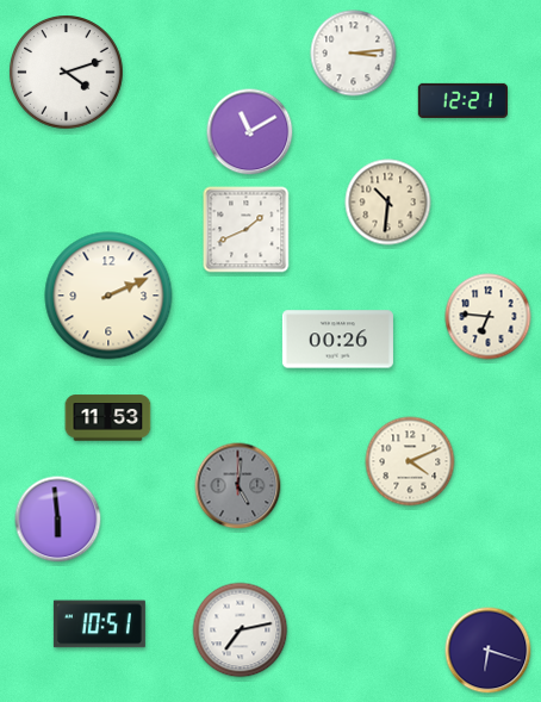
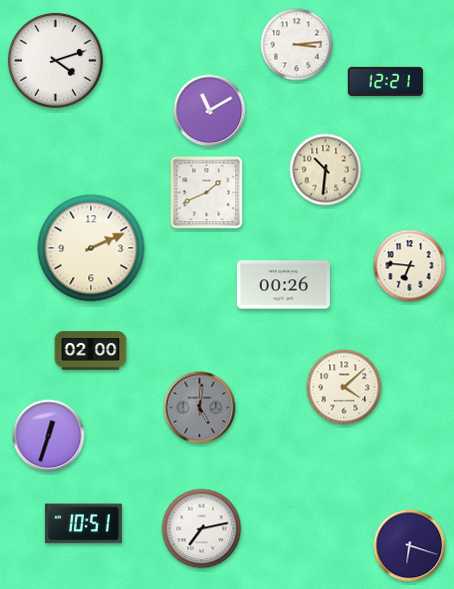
clock at (462, 100) position: (462, 100) -> (385, 81)
clock at (108, 418): 11:53 -> 02:00
clock at (410, 461): 4:11 -> 4:08
clock at (58, 520): 5:59 -> 12:33
